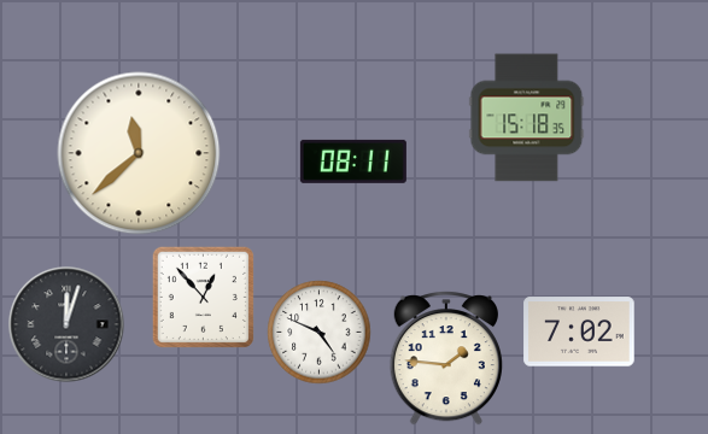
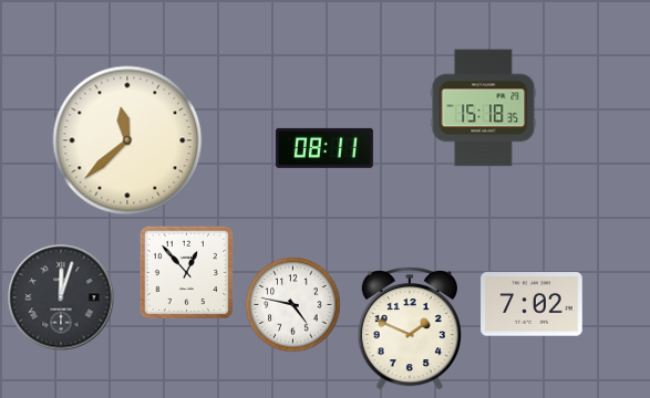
clock at (320, 333): 4:49 -> 4:47
clock at (445, 358): 1:46 -> 1:49
